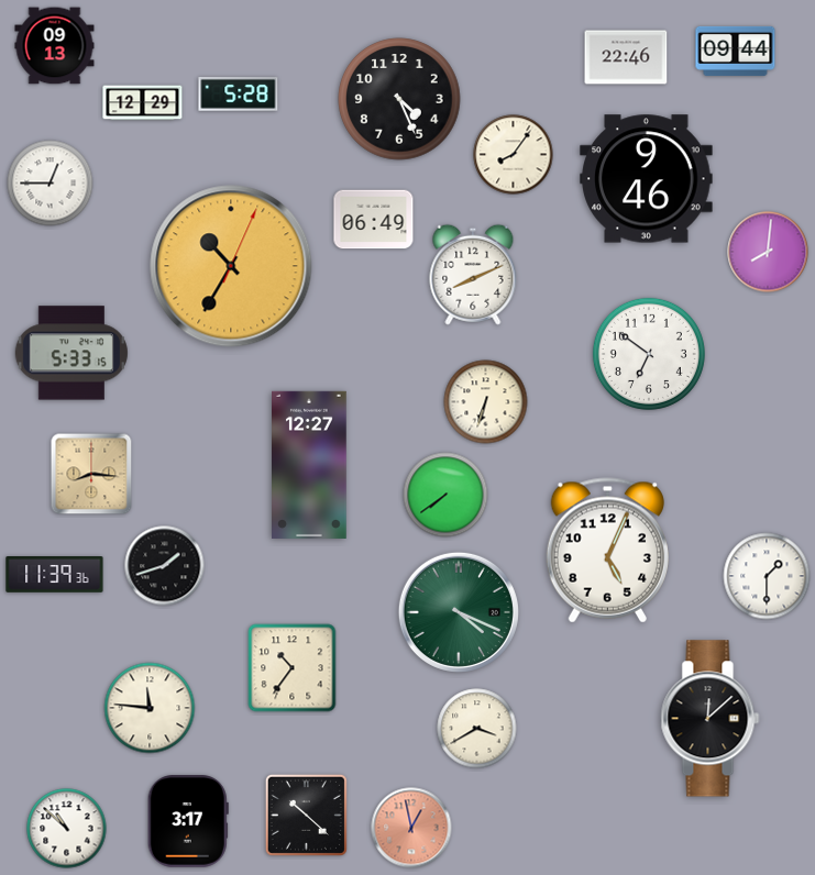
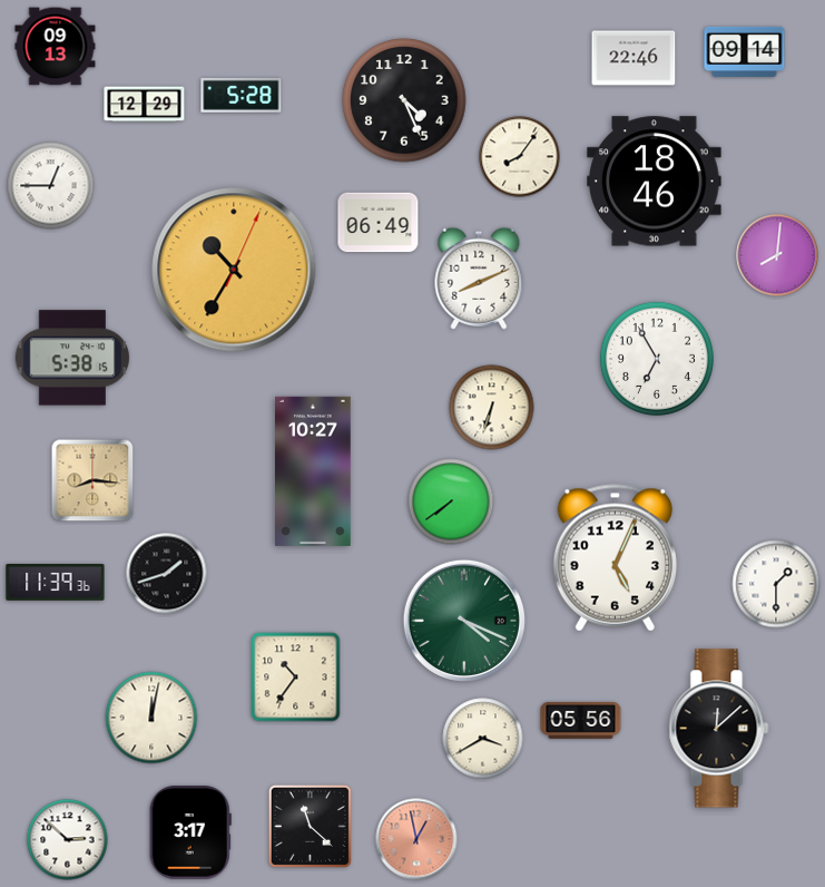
clock at (736, 51): 09:44 -> 09:14
clock at (647, 179): 9:46 -> 18:46
clock at (71, 353): 5:33 -> 5:38
clock at (649, 354): 6:51 -> 6:55
clock at (309, 465): 12:27 -> 10:27
clock at (150, 708): 11:46 -> 12:02
clock at (581, 720): none -> 05:56
clock at (306, 815): 10:22 -> 11:22
clock at (67, 829): 10:52 -> 2:52
